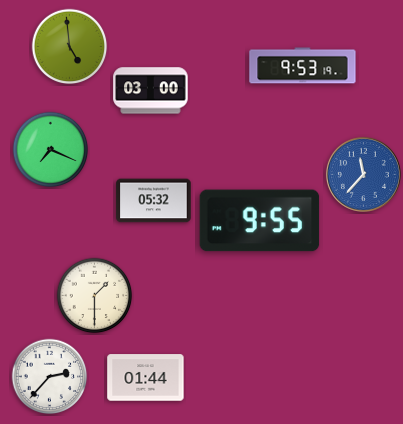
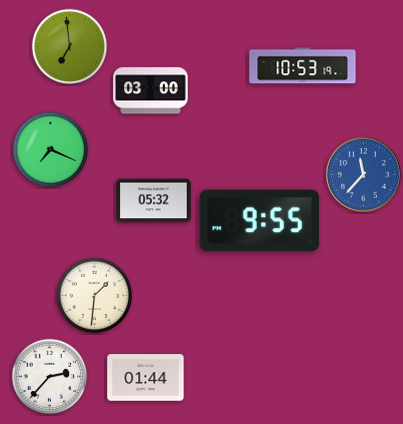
clock at (70, 47): 4:59 -> 6:59
clock at (303, 66): 9:53 -> 10:53
clock at (95, 296): 1:30 -> 1:31
